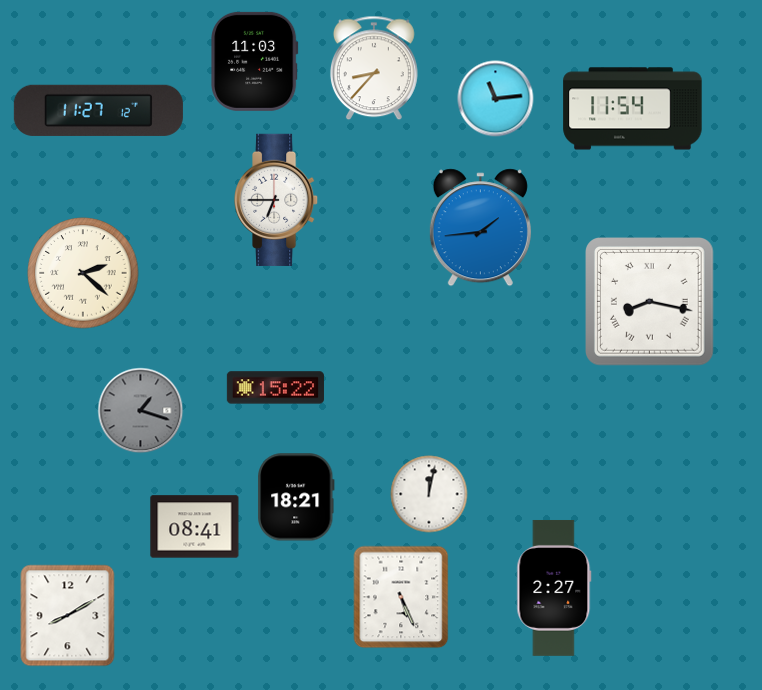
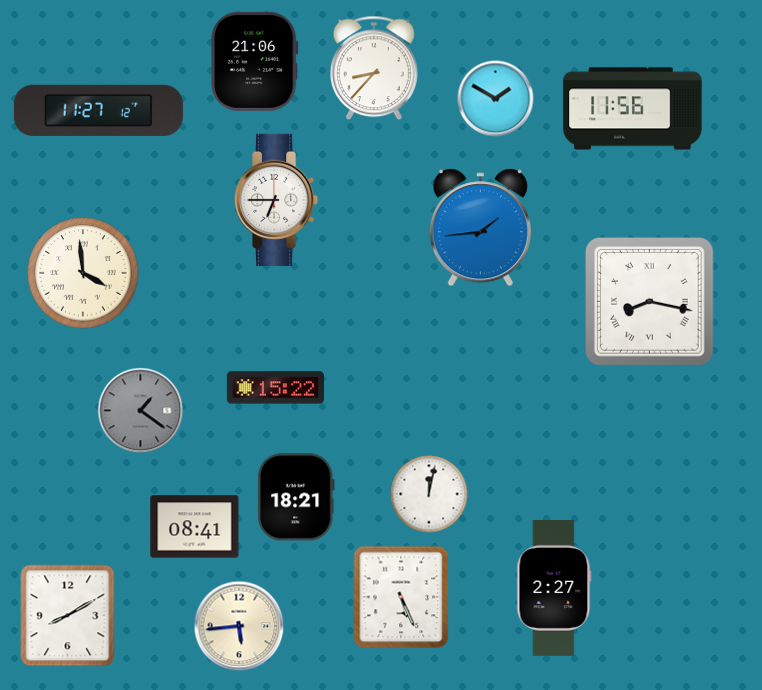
clock at (255, 61): 11:03 -> 21:06
clock at (496, 99): 11:14 -> 1:50
clock at (633, 109): 11:54 -> 11:56
clock at (83, 273): 2:22 -> 3:59
clock at (141, 411): 1:18 -> 1:21
clock at (239, 626): none -> 5:44
